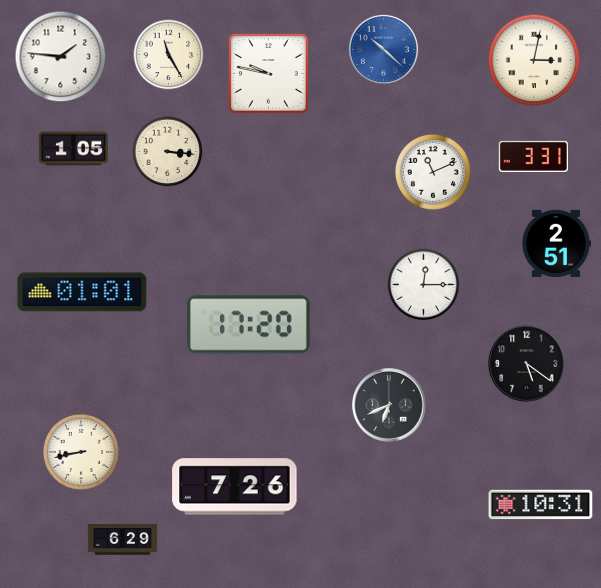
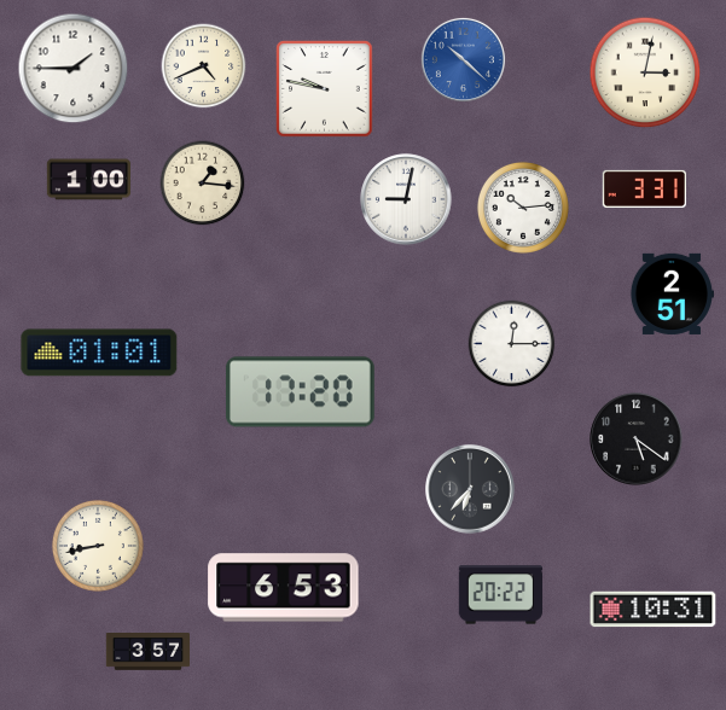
clock at (169, 55): 11:25 -> 4:41
clock at (61, 57): 1:46 -> 1:45
clock at (73, 149): 1:05 -> 1:00
clock at (168, 152): 3:16 -> 1:16
clock at (406, 199): none -> 9:02
clock at (433, 172): 11:11 -> 10:14
clock at (389, 405): 6:41 -> 6:37
clock at (235, 487): 7:26 -> 6:53
clock at (500, 595): none -> 20:22
clock at (123, 540): 6:29 -> 3:57
